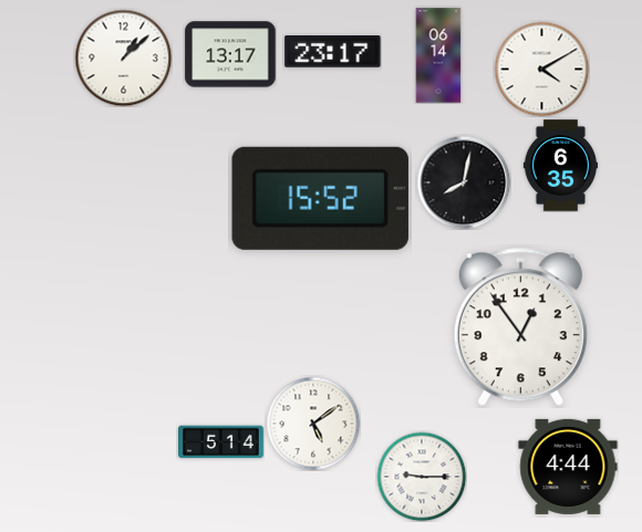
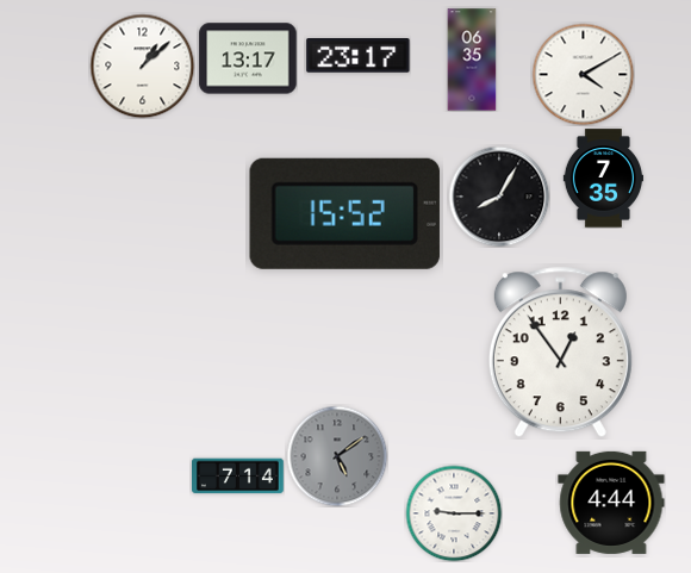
clock at (438, 55): 06:14 -> 06:35
clock at (123, 58) position: (123, 58) -> (142, 66)
clock at (560, 166): 6:35 -> 7:35
clock at (464, 182): 8:02 -> 8:05
clock at (313, 424) dial: white -> grey
clock at (221, 442): 5:14 -> 7:14
